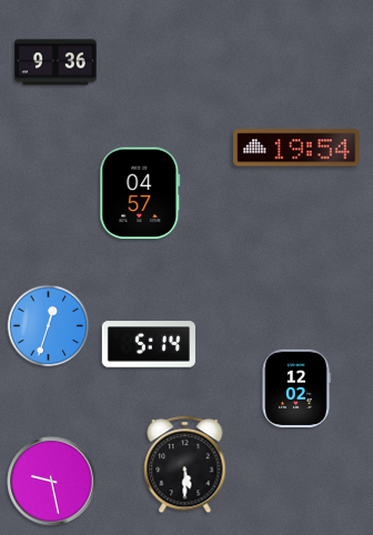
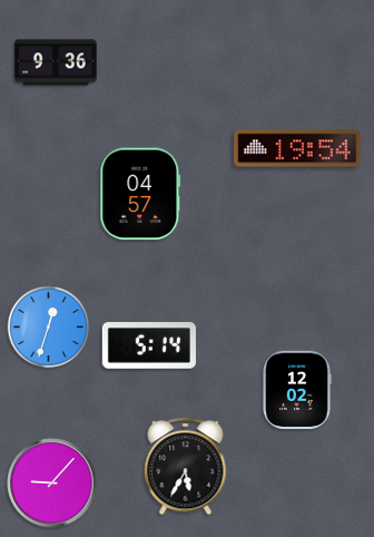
clock at (185, 465): 5:30 -> 5:35
clock at (52, 482): 9:28 -> 9:07
